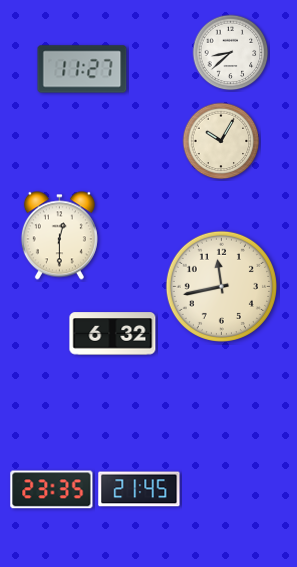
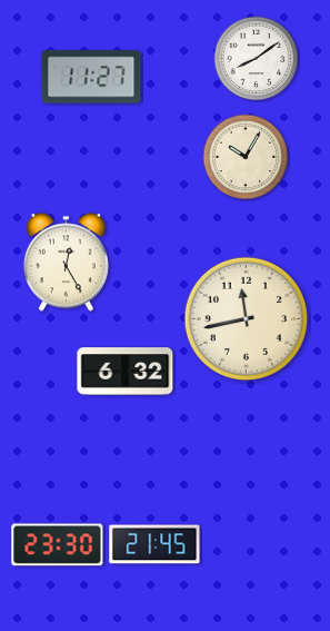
clock at (231, 53): 8:38 -> 8:09
clock at (59, 236): 12:30 -> 12:25
clock at (52, 490): 23:35 -> 23:30
